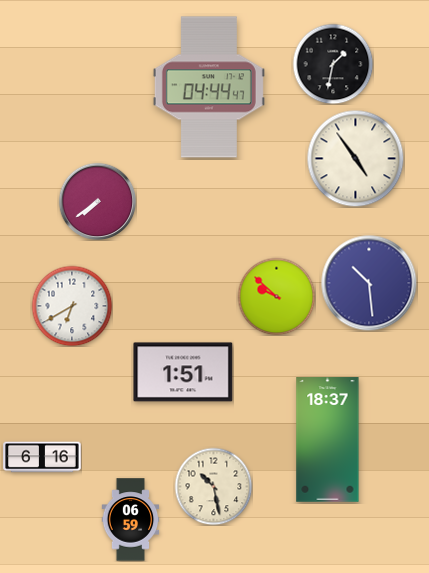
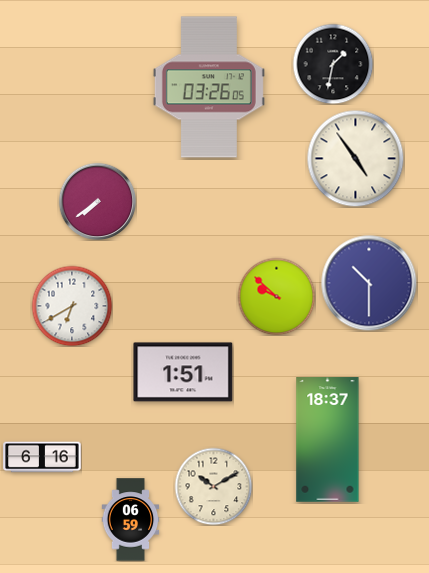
clock at (209, 87): 04:44 -> 03:26
clock at (369, 283): 10:29 -> 10:30
clock at (213, 486): 10:28 -> 10:10
